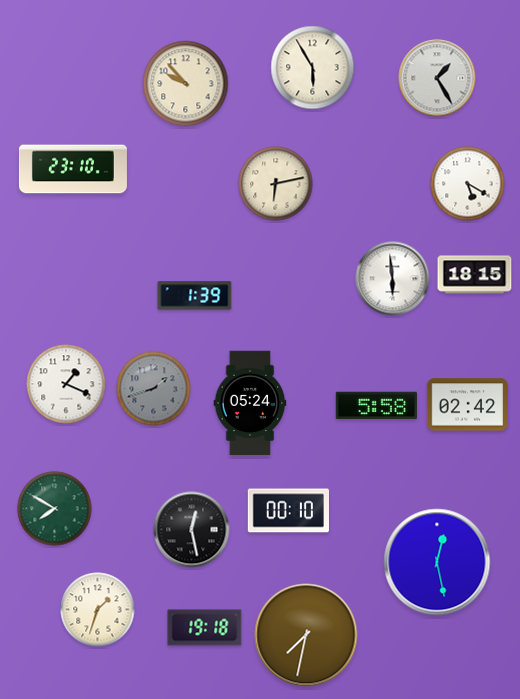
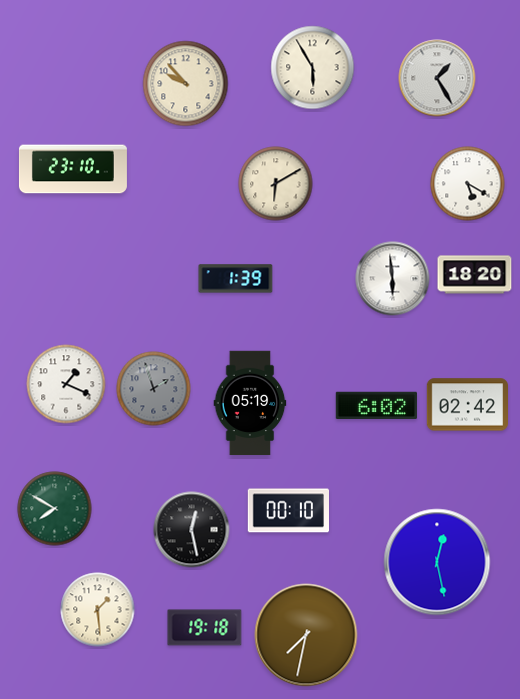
clock at (276, 184): 6:13 -> 6:10
clock at (475, 275): 18:15 -> 18:20
clock at (195, 296) position: (195, 296) -> (236, 279)
clock at (154, 389): 1:42 -> 1:57
clock at (250, 403): 05:24 -> 05:19
clock at (376, 405): 5:58 -> 6:02
clock at (98, 610): 1:33 -> 1:29
